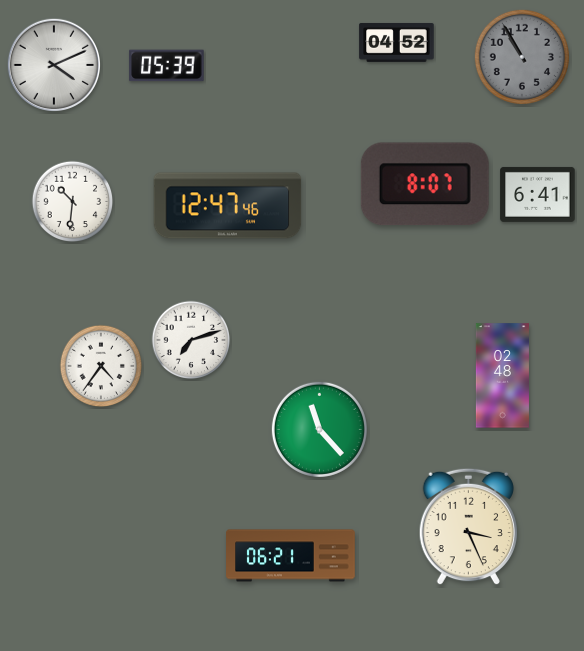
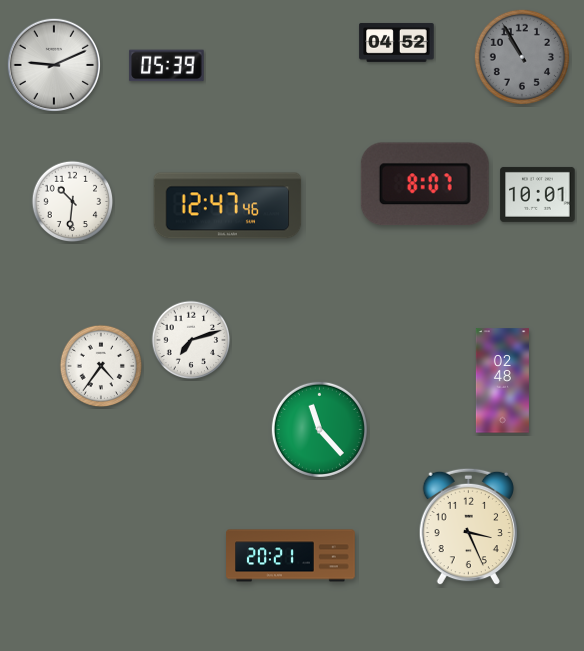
clock at (53, 64): 4:11 -> 9:11
clock at (538, 194): 6:41 -> 10:01
clock at (502, 376) position: (502, 376) -> (502, 381)
clock at (291, 556): 06:21 -> 20:21
